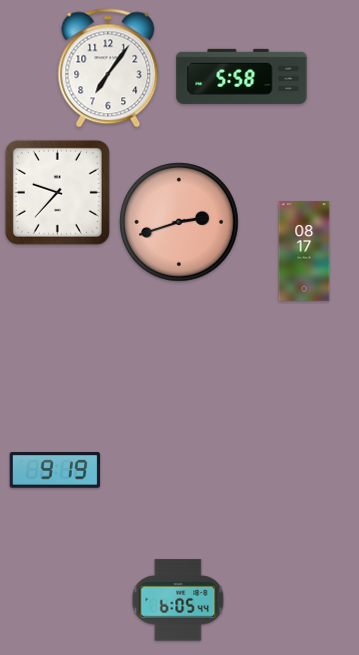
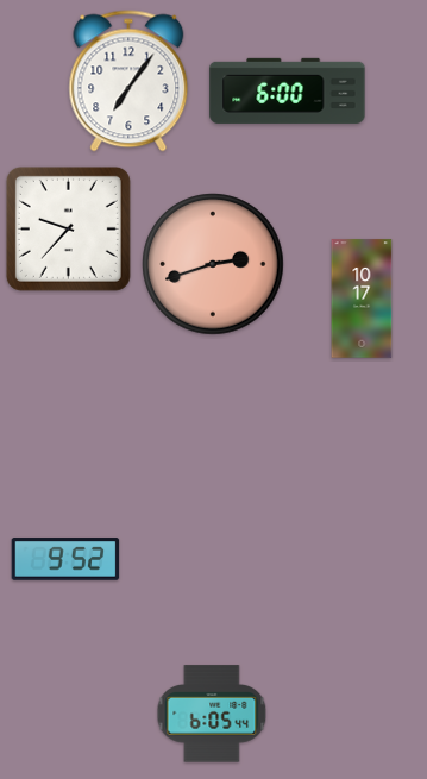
clock at (242, 76): 5:58 -> 6:00
clock at (304, 251): 08:17 -> 10:17
clock at (55, 470): 9:19 -> 9:52
